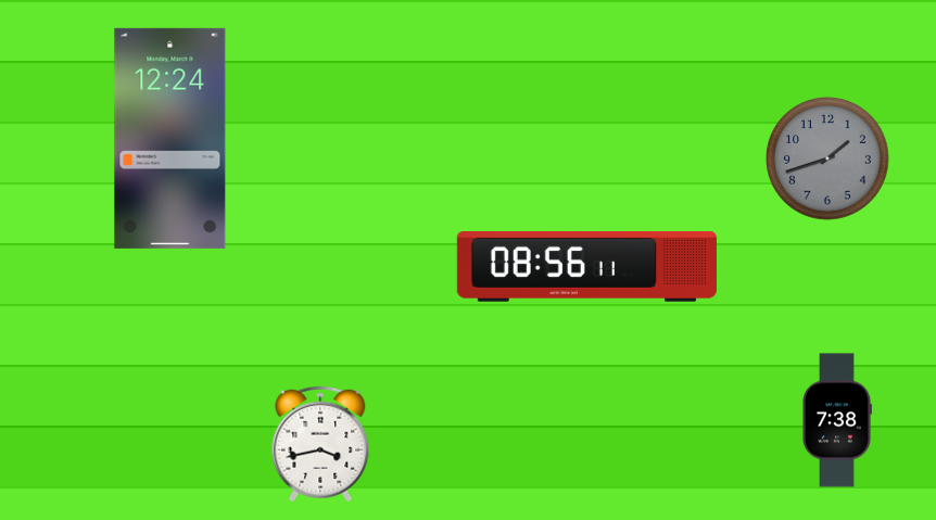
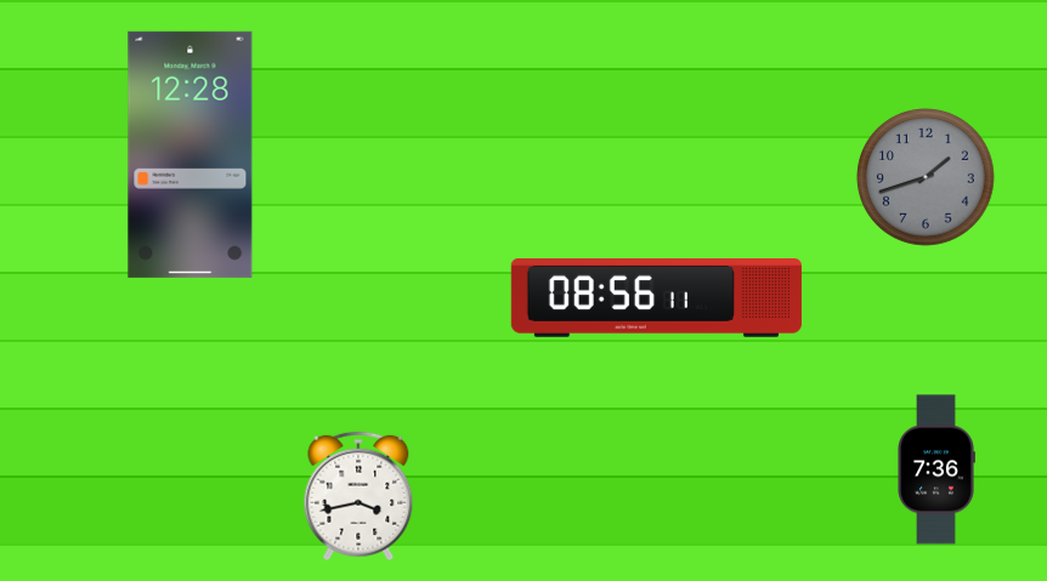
clock at (170, 138): 12:24 -> 12:28
clock at (837, 420): 7:38 -> 7:36
